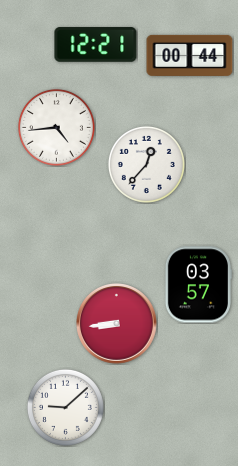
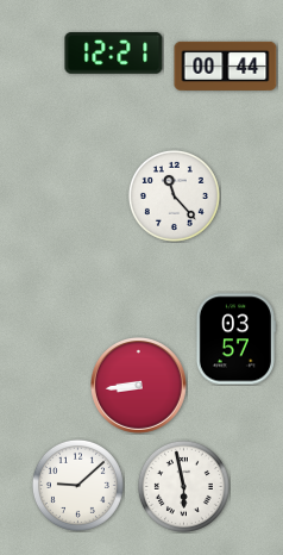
clock at (56, 127): 4:44 -> none
clock at (146, 164): 12:37 -> 11:23
clock at (183, 486): none -> 5:58
